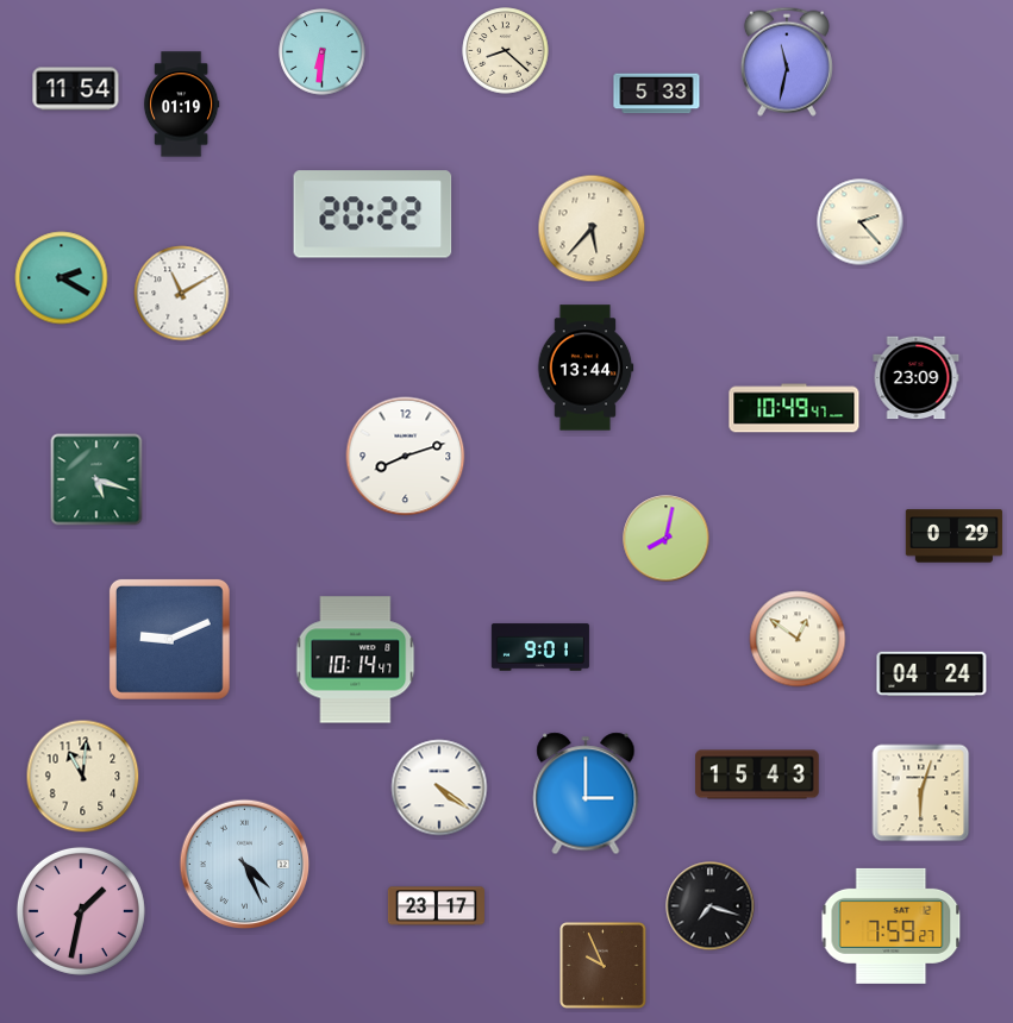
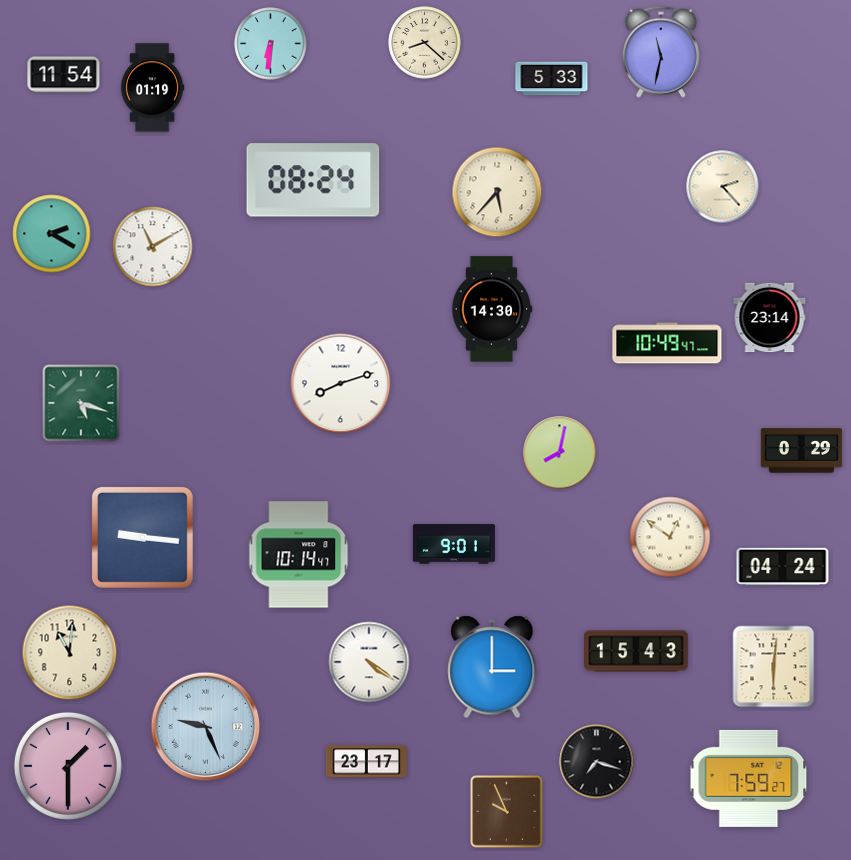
clock at (373, 214): 20:22 -> 08:24
clock at (586, 368): 13:44 -> 14:30
clock at (917, 378): 23:09 -> 23:14
clock at (169, 639): 9:11 -> 9:16
clock at (921, 793): 6:03 -> 6:01
clock at (245, 865): 4:26 -> 9:26
clock at (81, 911): 1:32 -> 1:30
